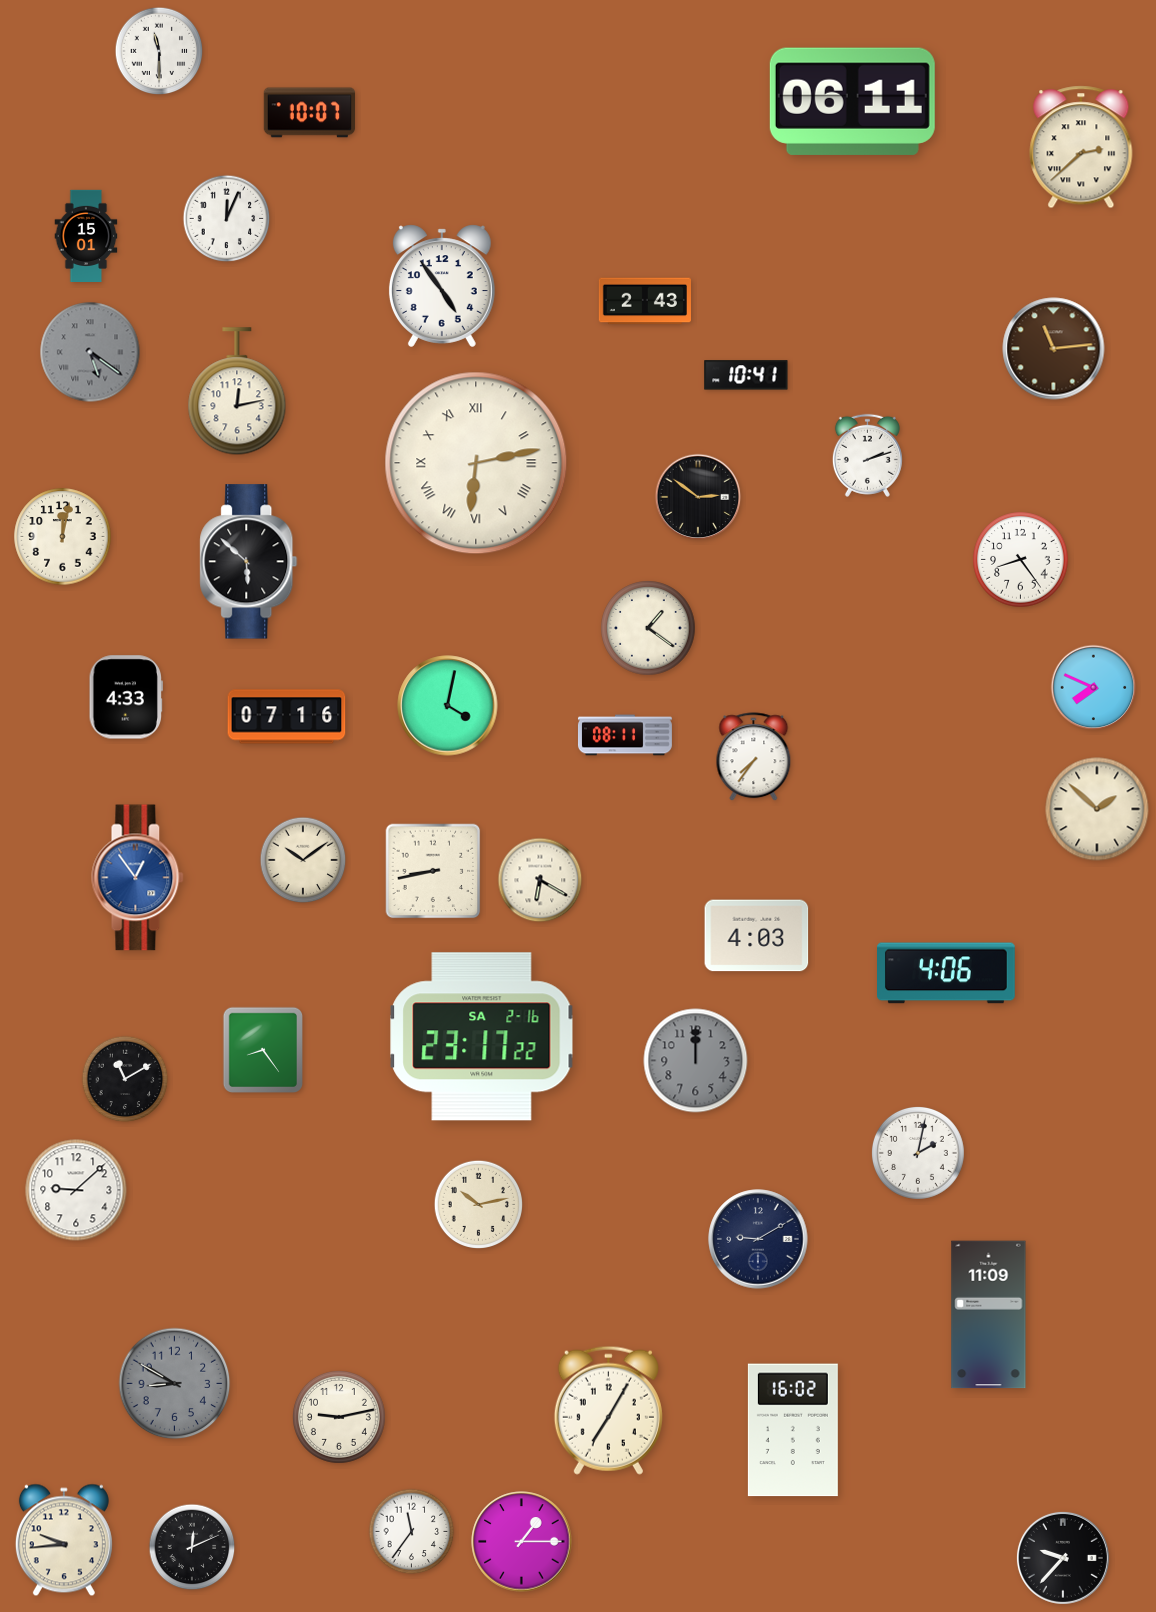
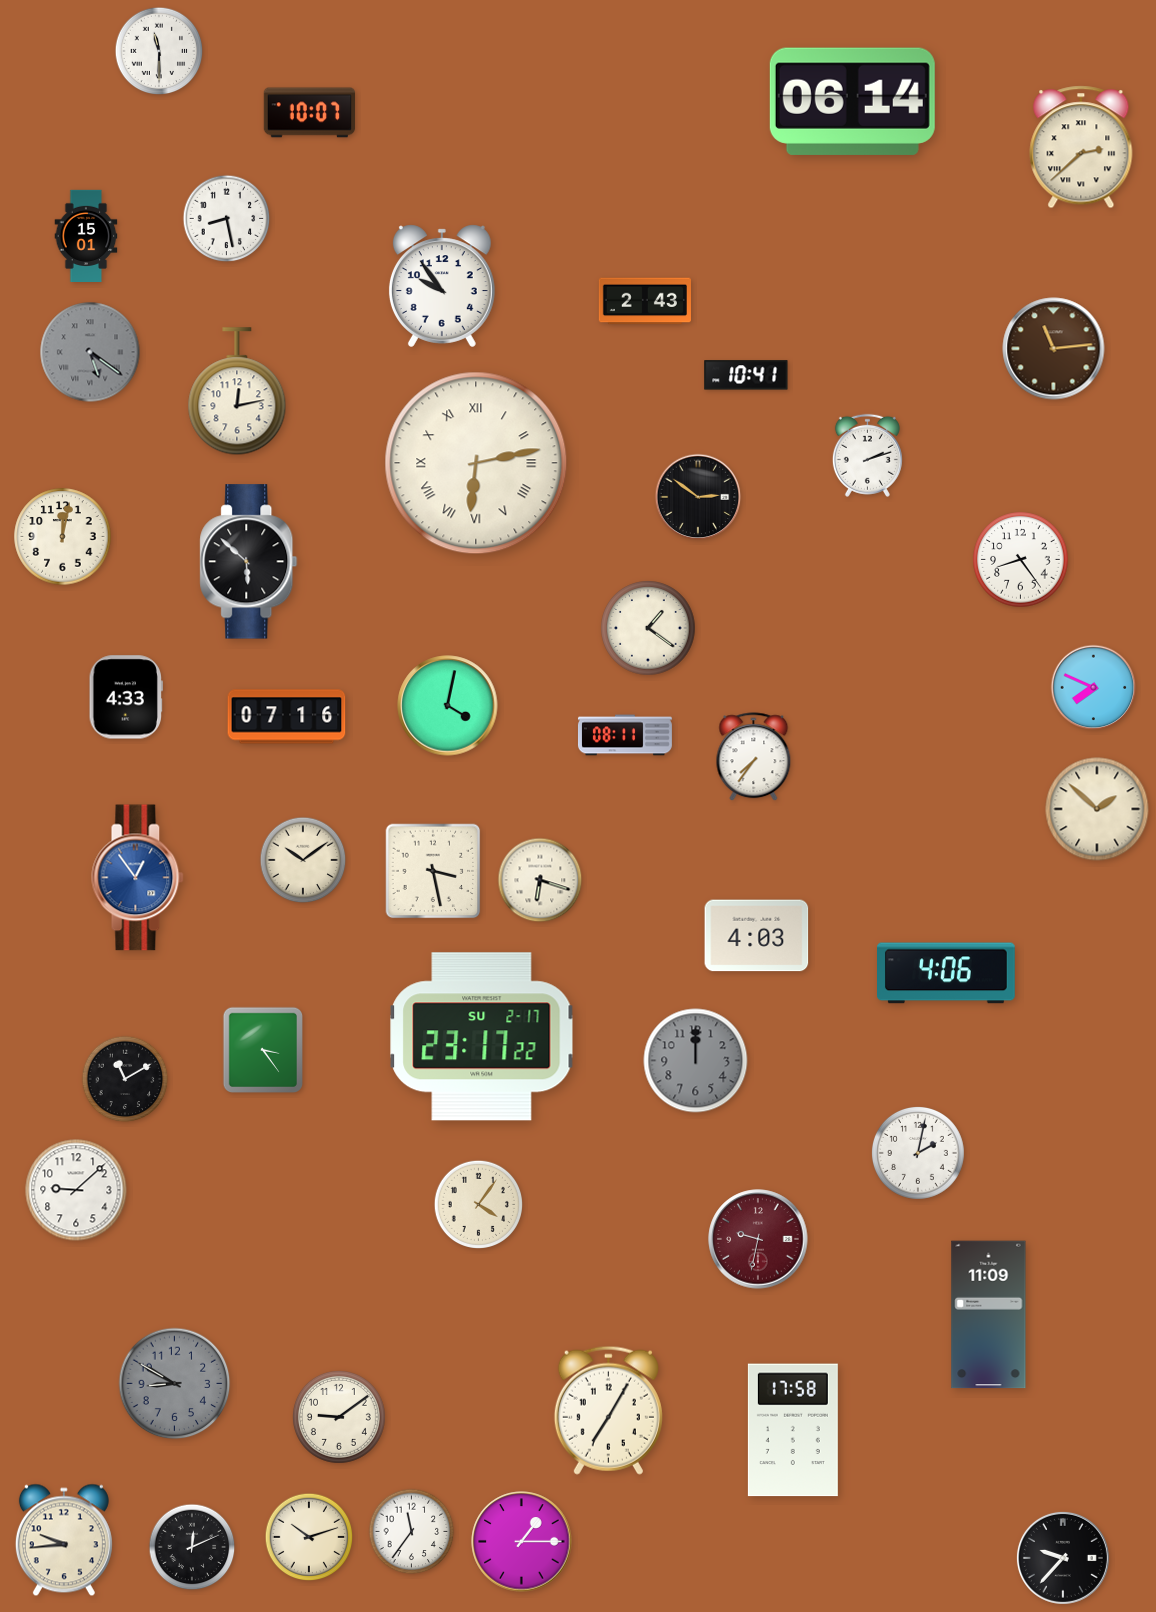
clock at (852, 101): 06:11 -> 06:14
clock at (227, 219): 12:04 -> 8:28
clock at (442, 286): 4:54 -> 9:54
clock at (433, 871): 8:43 -> 3:28
clock at (540, 880): 6:20 -> 6:18
clock at (482, 1037) date: SA 2-16 -> SU 2-17
clock at (262, 1049): 8:24 -> 3:24
clock at (478, 1204): 10:13 -> 4:06
clock at (758, 1239): 9:10 -> 9:32
clock at (758, 1239) dial: navy -> burgundy
clock at (339, 1417): 9:13 -> 9:09
clock at (793, 1430): 16:02 -> 17:58
clock at (309, 1537): none -> 10:12
